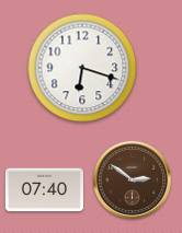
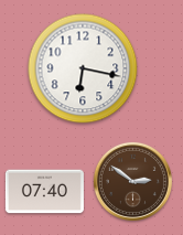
clock at (82, 68): 6:18 -> 6:17
